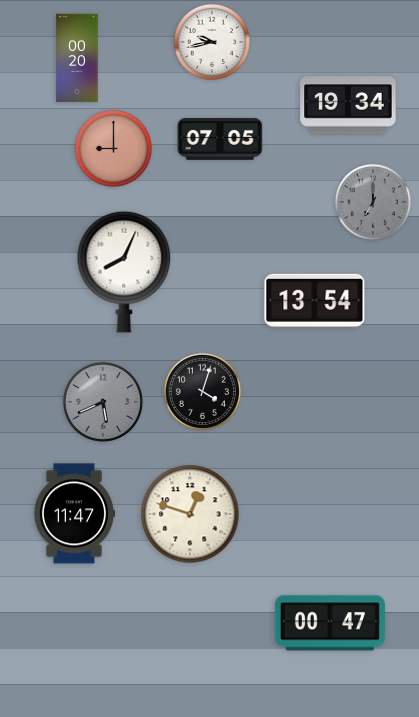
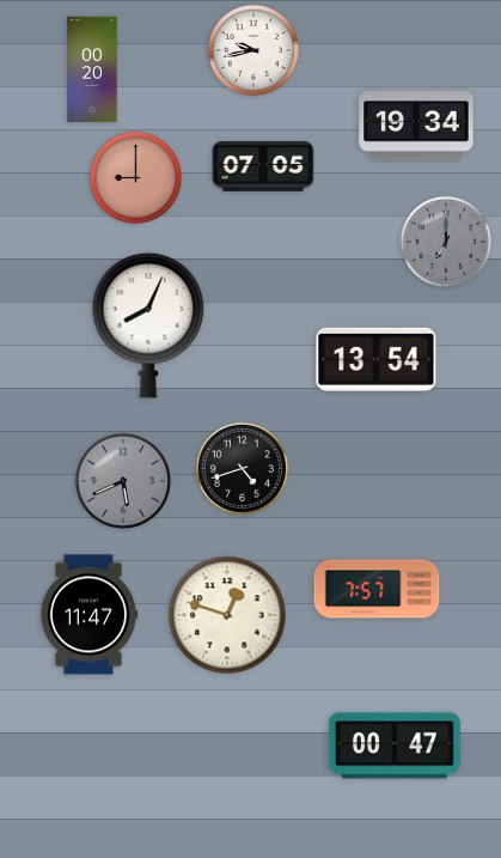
clock at (202, 391): 4:03 -> 4:42
clock at (377, 589): none -> 7:57
